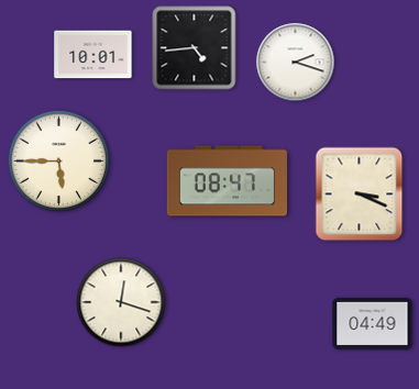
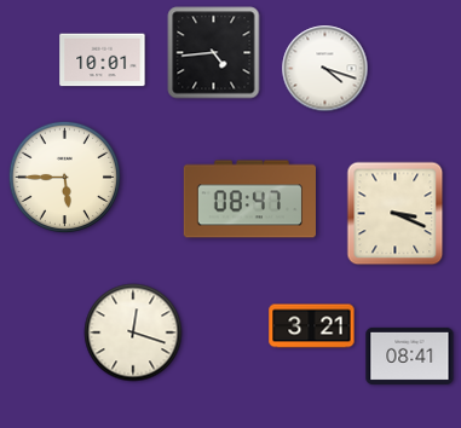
clock at (296, 63): 2:18 -> 4:18
clock at (312, 326): none -> 3:21
clock at (373, 323): 04:49 -> 08:41
